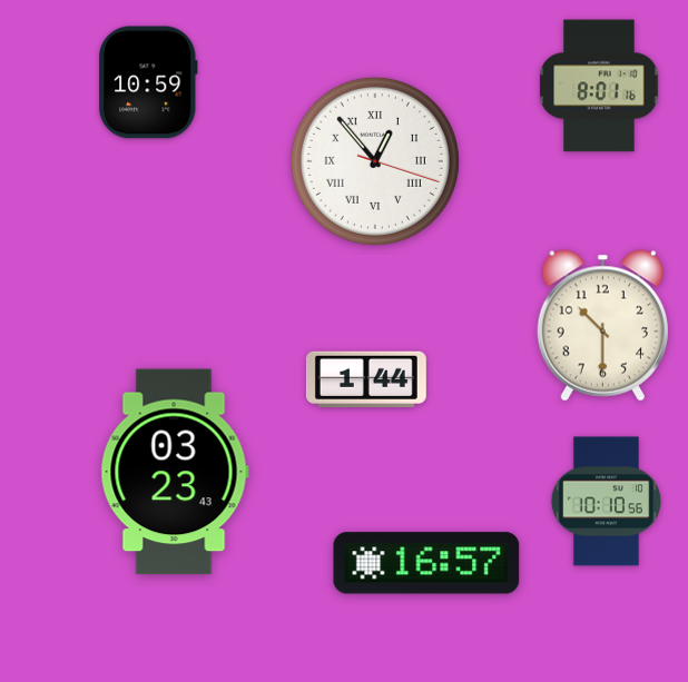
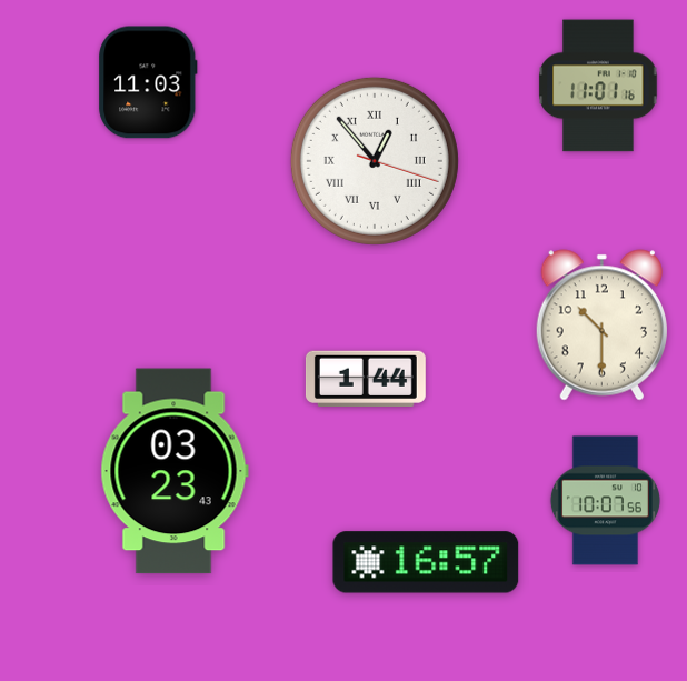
clock at (148, 82): 10:59 -> 11:03
clock at (599, 86): 8:01 -> 11:01
clock at (606, 502): 10:10 -> 10:07
